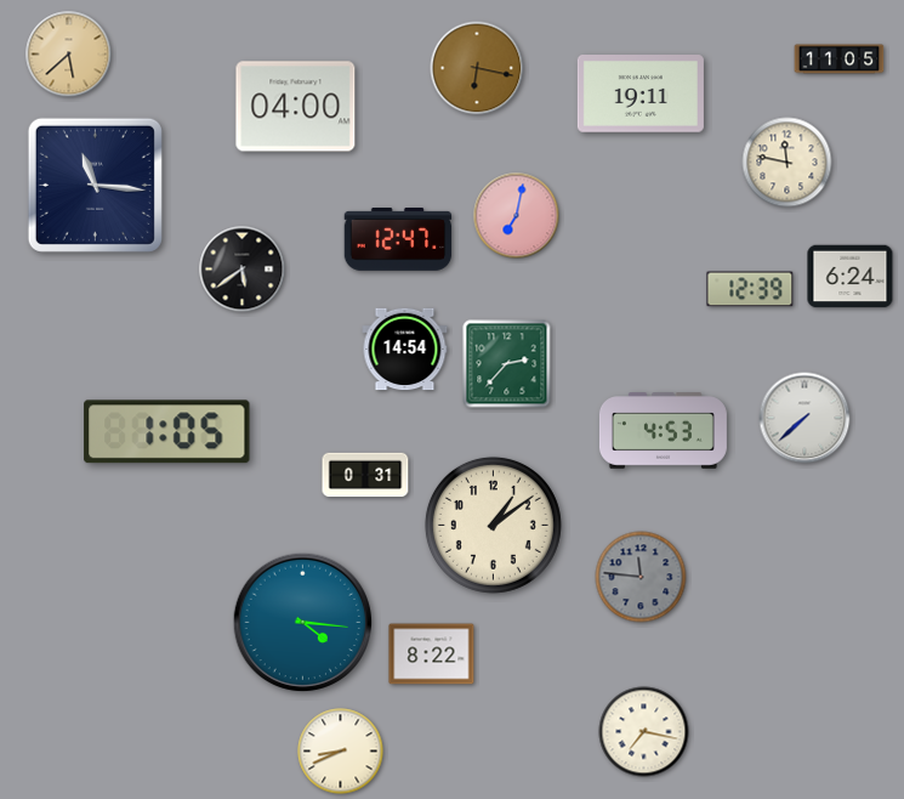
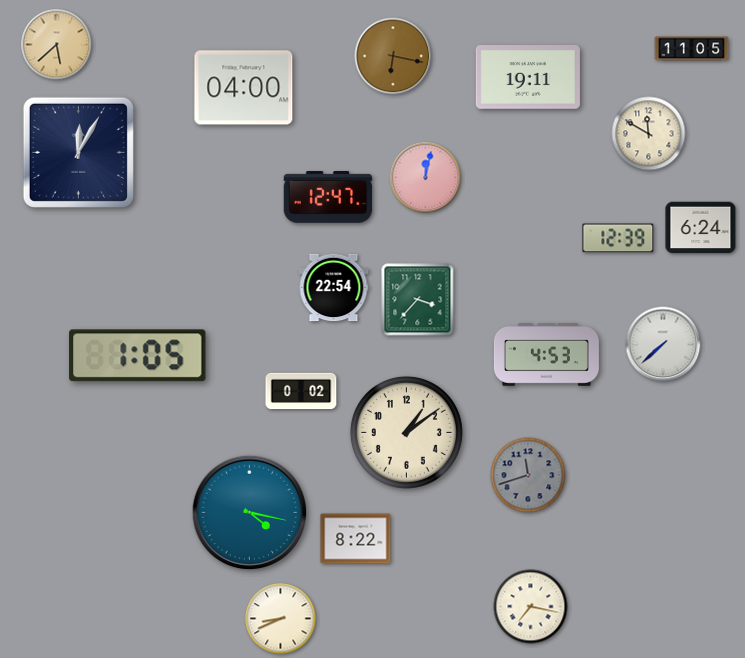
clock at (788, 163): 11:47 -> 11:50
clock at (95, 185): 11:16 -> 12:05
clock at (517, 216): 7:02 -> 12:02
clock at (243, 270): 5:39 -> none
clock at (405, 350): 14:54 -> 22:54
clock at (507, 364): 2:37 -> 3:37
clock at (365, 475): 0:31 -> 0:02
clock at (641, 577): 11:46 -> 11:42
clock at (303, 623): 4:16 -> 4:17
clock at (644, 732) position: (644, 732) -> (531, 607)
